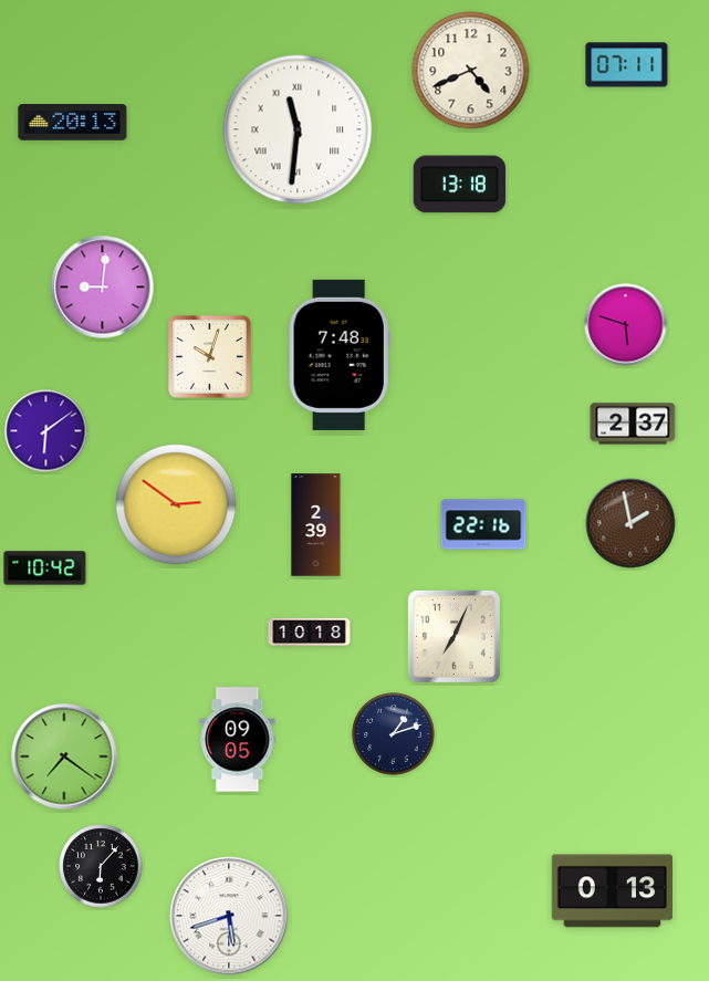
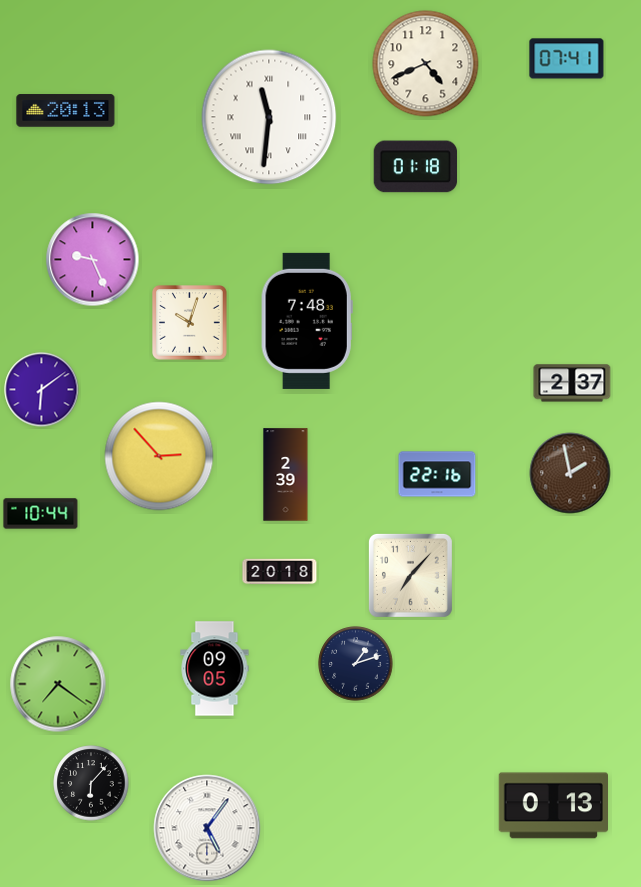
clock at (627, 65): 07:11 -> 07:41
clock at (460, 185): 13:18 -> 01:18
clock at (103, 288): 9:01 -> 9:26
clock at (626, 325): 5:48 -> none
clock at (176, 504): 2:51 -> 2:53
clock at (45, 568): 10:42 -> 10:44
clock at (310, 633): 10:18 -> 20:18
clock at (453, 636): 7:04 -> 7:07
clock at (229, 916): 5:42 -> 5:06
